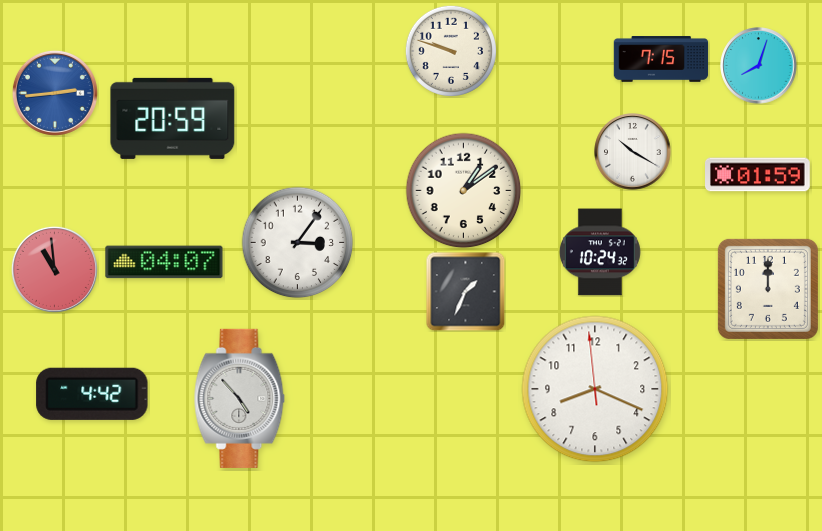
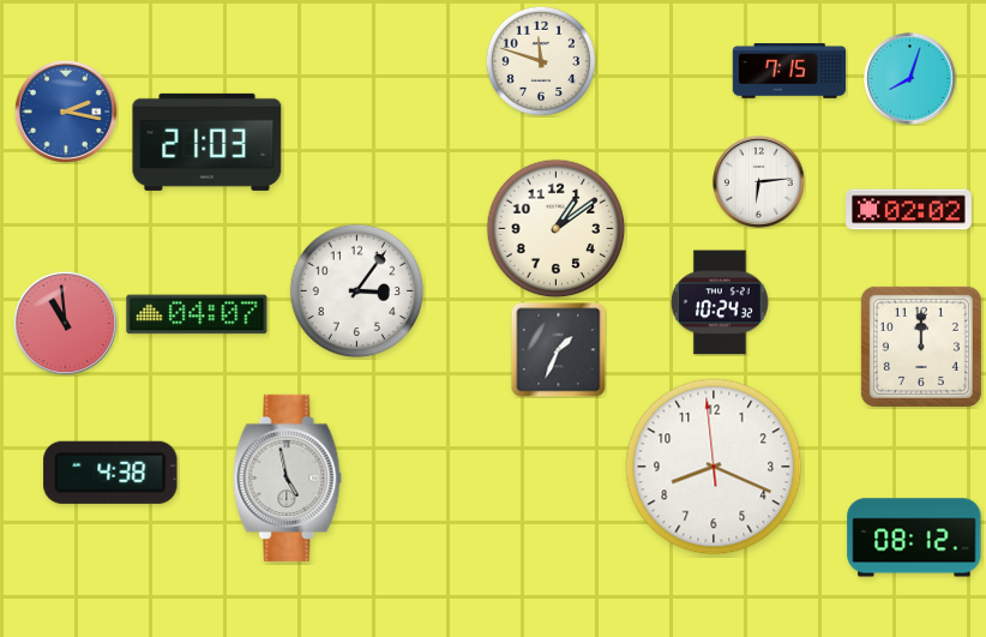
clock at (451, 51): 9:48 -> 11:48
clock at (661, 59) position: (661, 59) -> (789, 71)
clock at (55, 93): 2:44 -> 2:17
clock at (173, 118): 20:59 -> 21:03
clock at (633, 152): 10:20 -> 6:14
clock at (758, 175): 01:59 -> 02:02
clock at (92, 394): 4:42 -> 4:38
clock at (240, 398): 4:53 -> 4:58
clock at (914, 537): none -> 08:12
